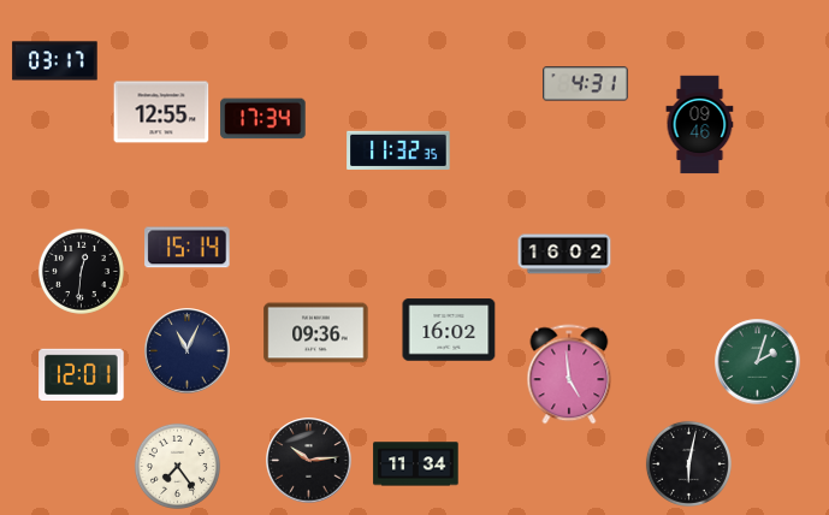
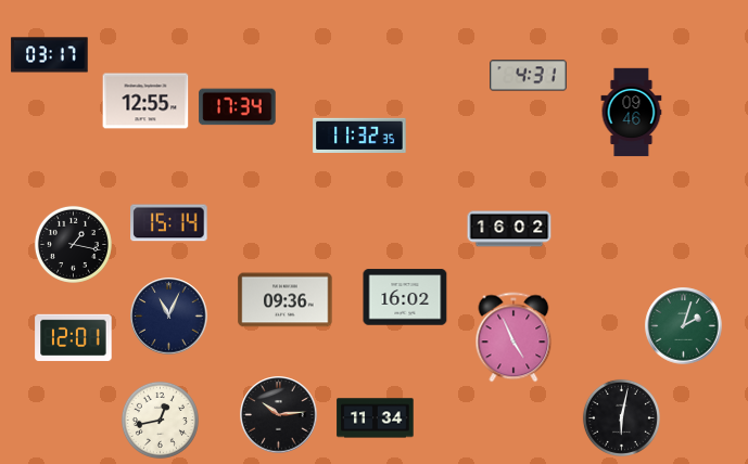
clock at (81, 271): 12:31 -> 1:17
clock at (569, 374): 4:59 -> 4:56
clock at (177, 466): 7:24 -> 12:43
